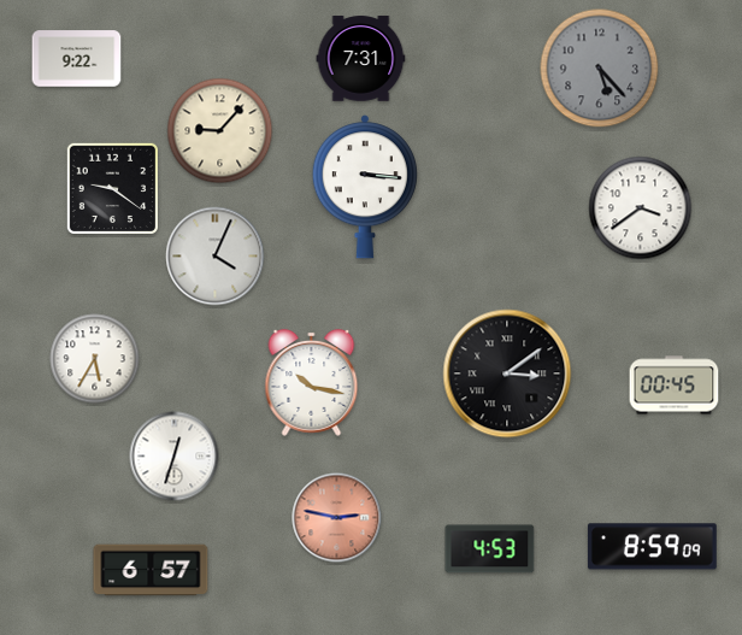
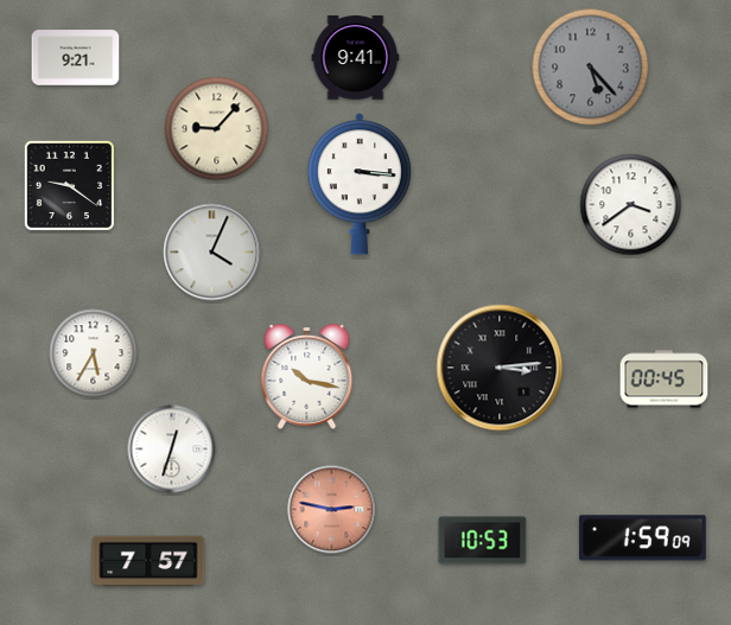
clock at (77, 59): 9:22 -> 9:21
clock at (361, 59): 7:31 -> 9:41
clock at (112, 188) position: (112, 188) -> (69, 185)
clock at (507, 374): 3:09 -> 3:14
clock at (652, 547): 8:59 -> 1:59
clock at (490, 549): 4:53 -> 10:53
clock at (151, 570): 6:57 -> 7:57
